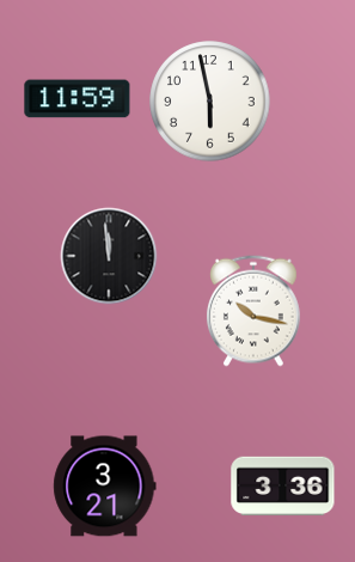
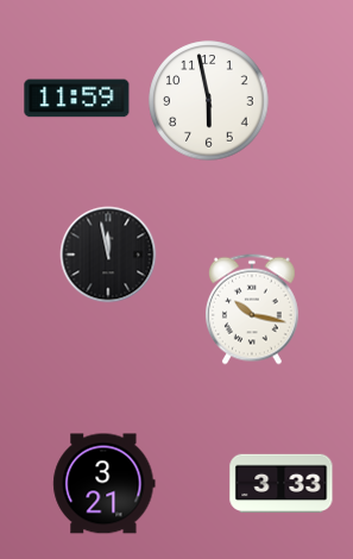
clock at (109, 256): 11:59 -> 11:58
clock at (283, 485): 3:36 -> 3:33
